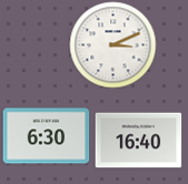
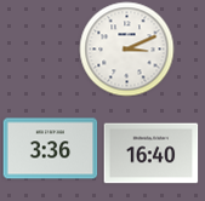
clock at (112, 44) position: (112, 44) -> (126, 48)
clock at (46, 136): 6:30 -> 3:36
